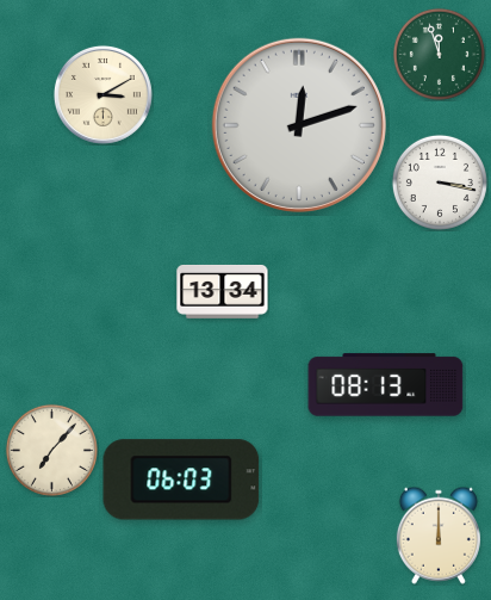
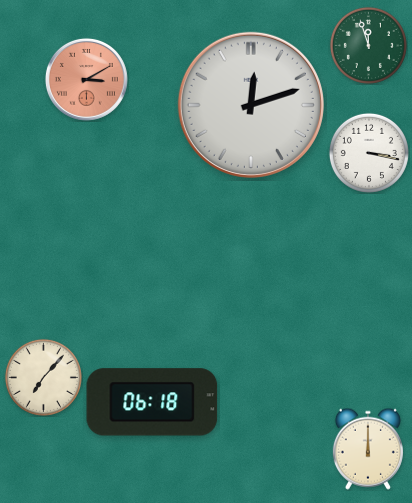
clock at (102, 94) dial: cream -> salmon
clock at (223, 291): 13:34 -> none
clock at (386, 385): 08:13 -> none
clock at (181, 480): 06:03 -> 06:18
